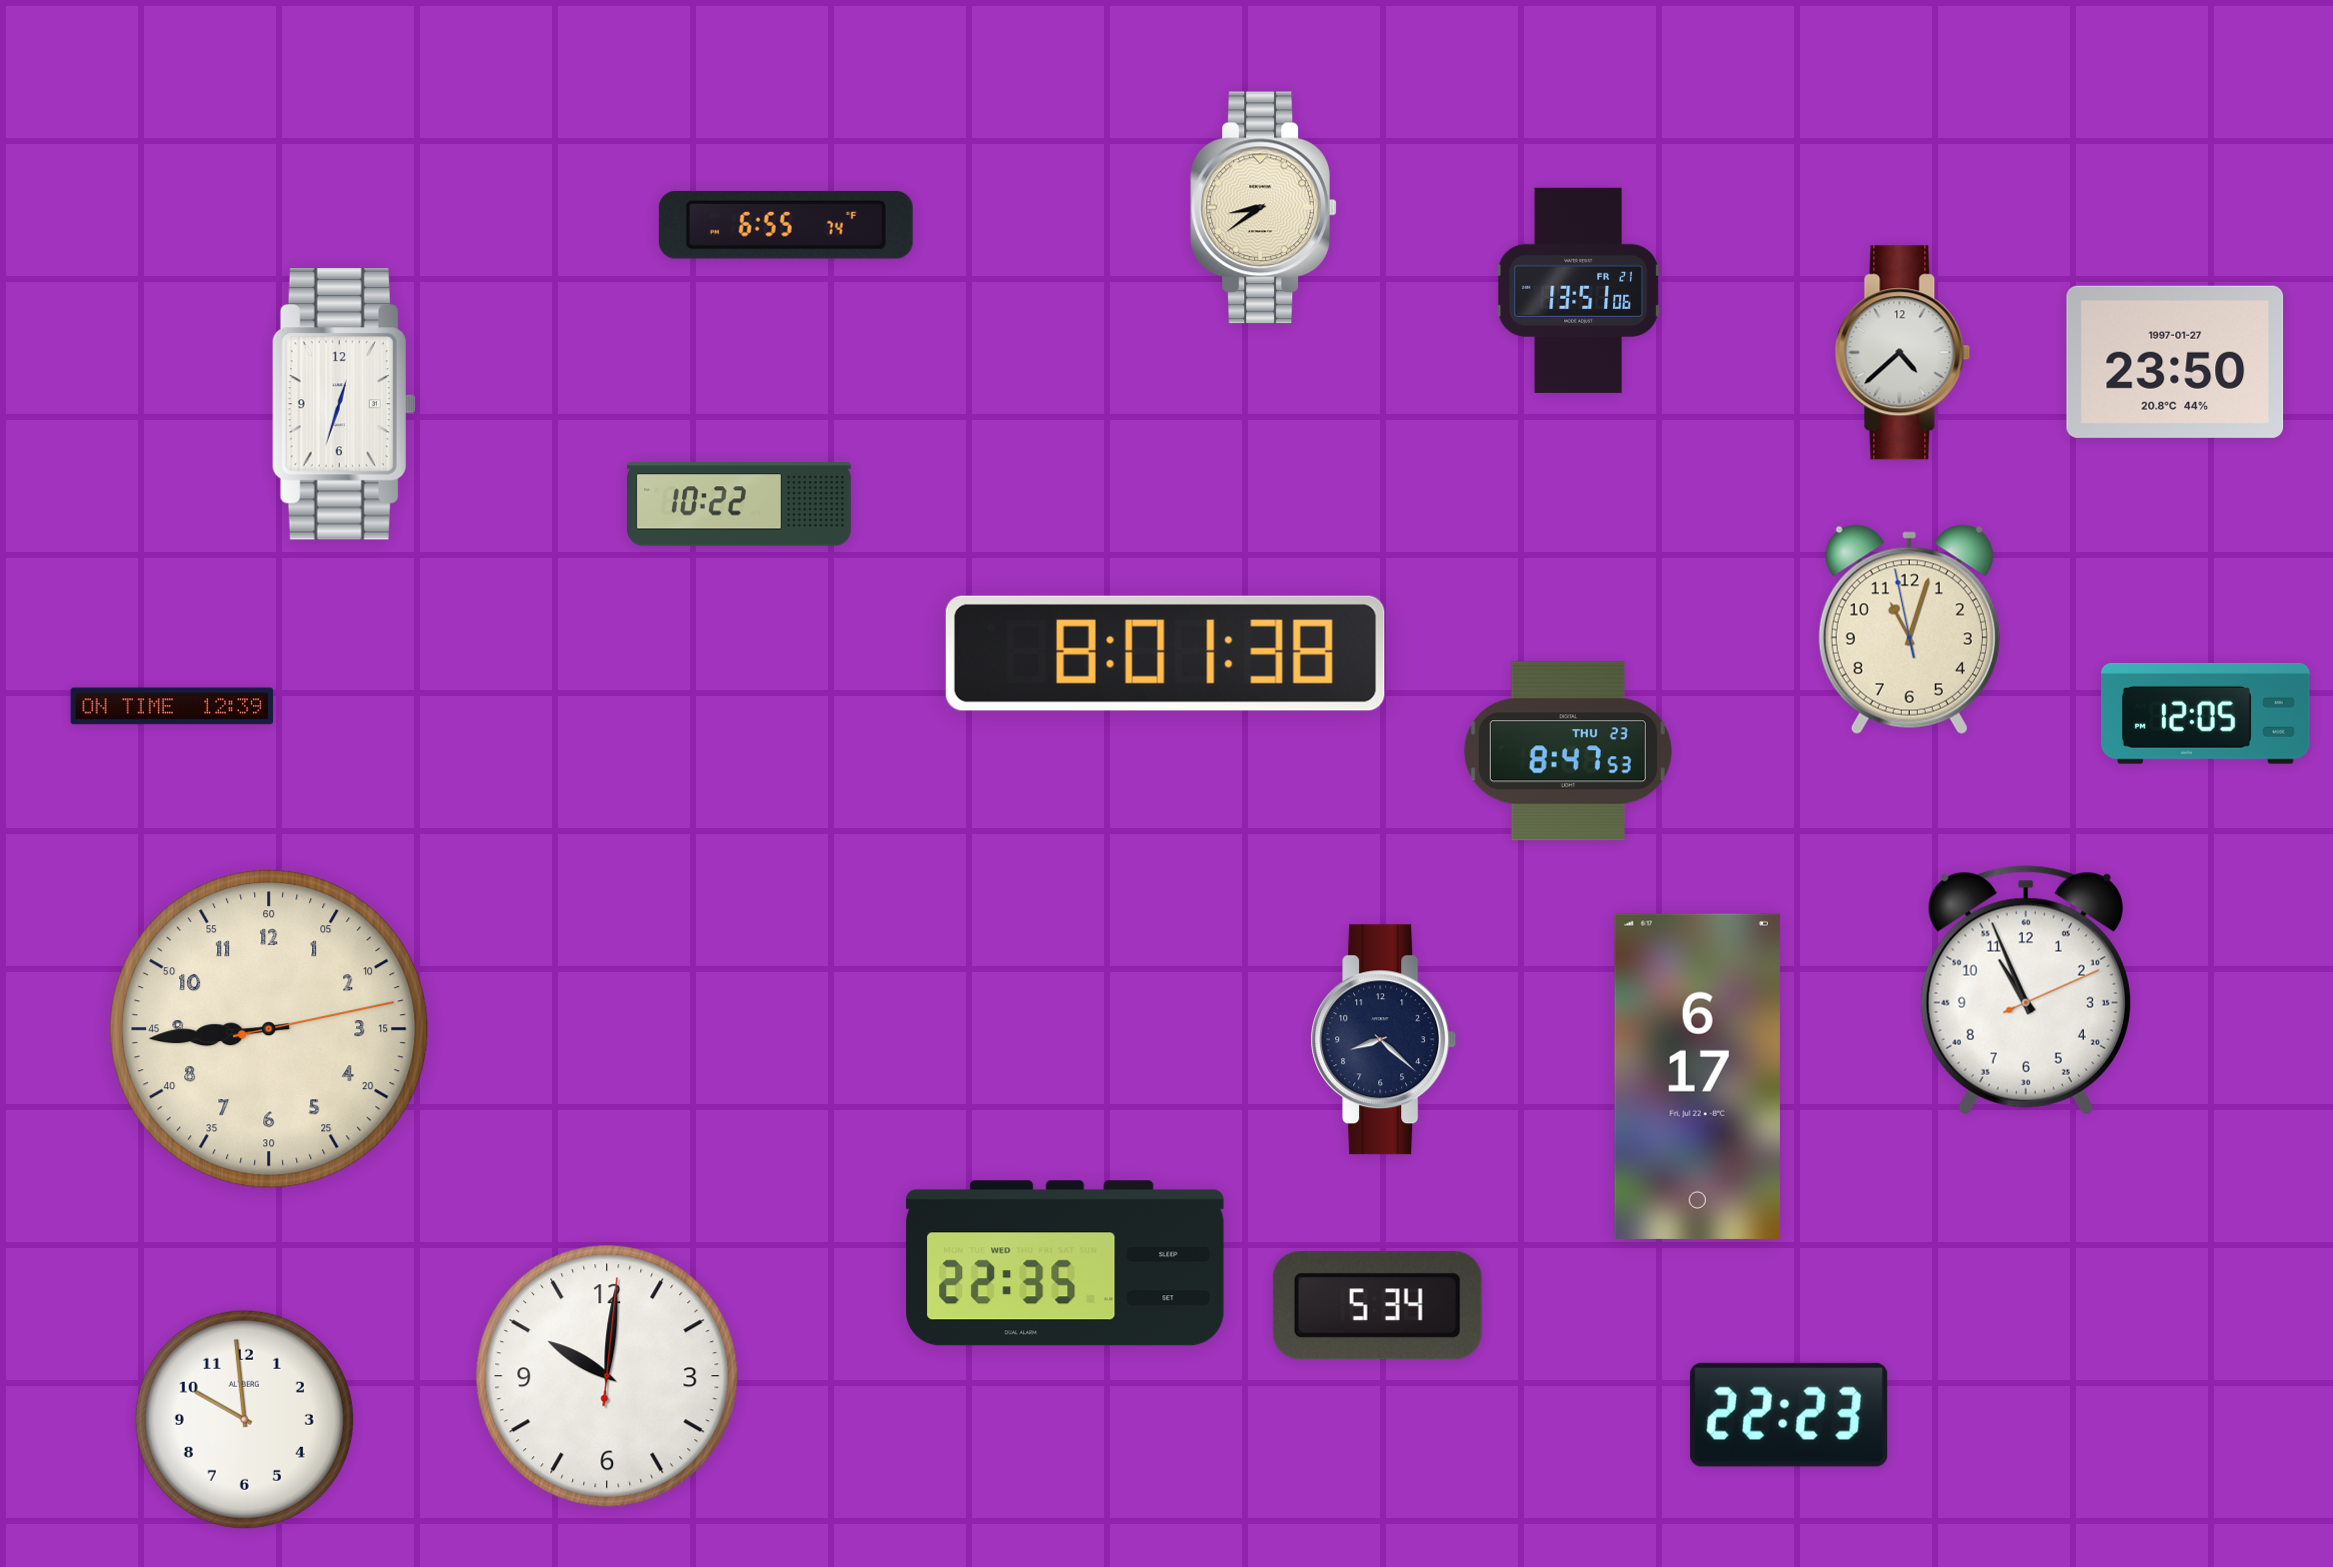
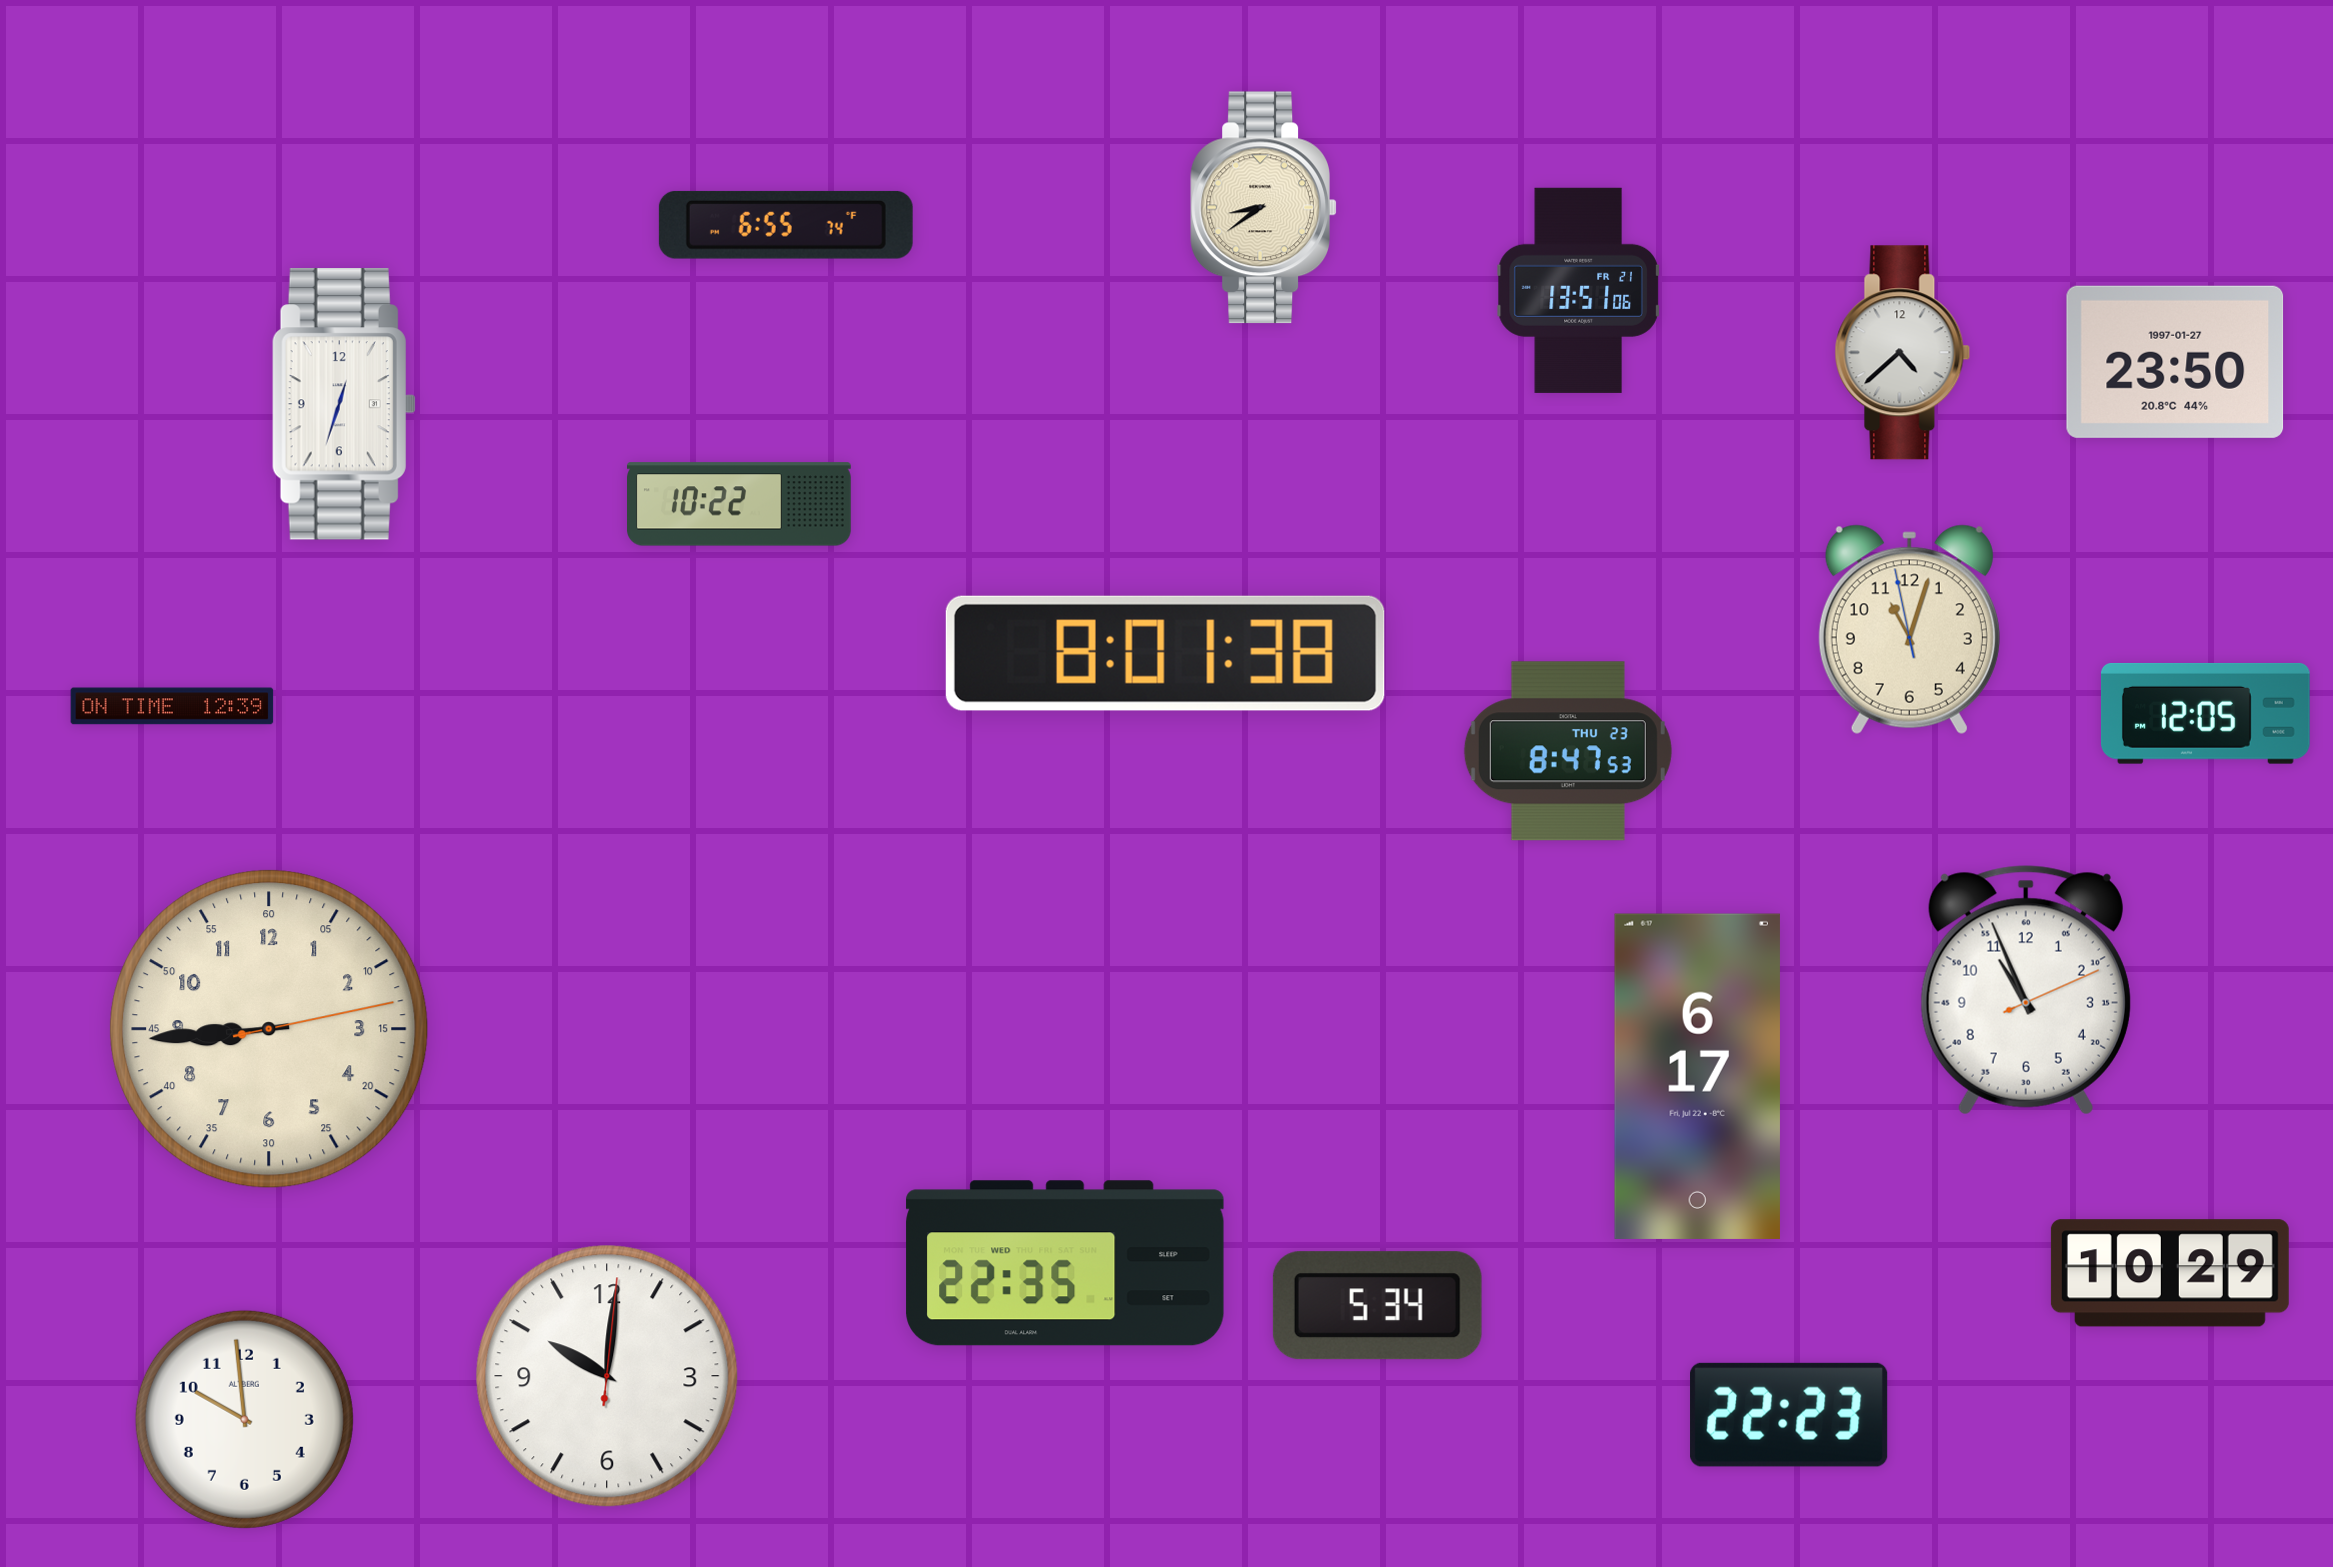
clock at (1384, 1040): 8:22 -> none
clock at (2170, 1273): none -> 10:29
